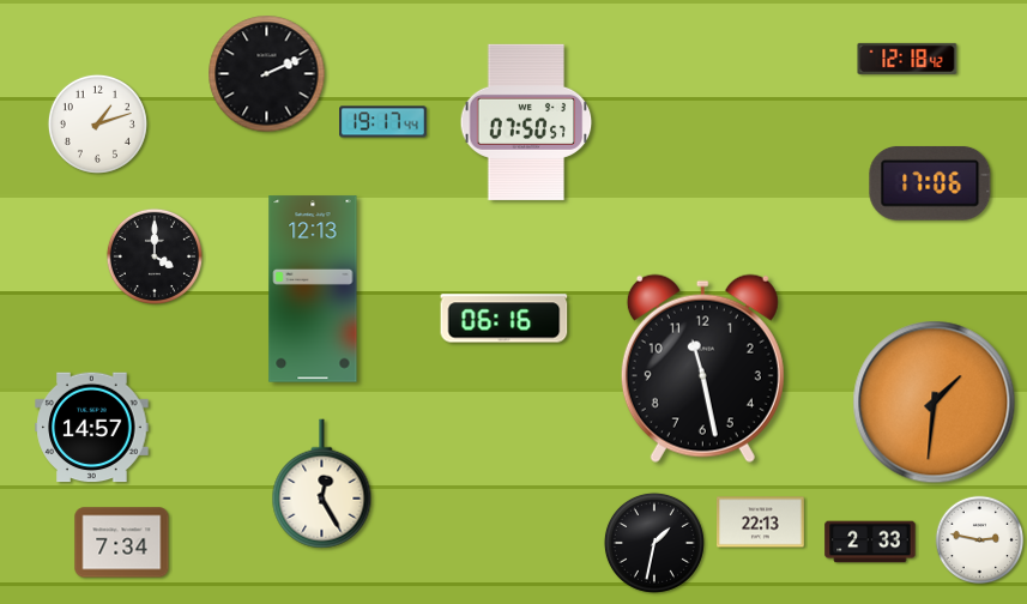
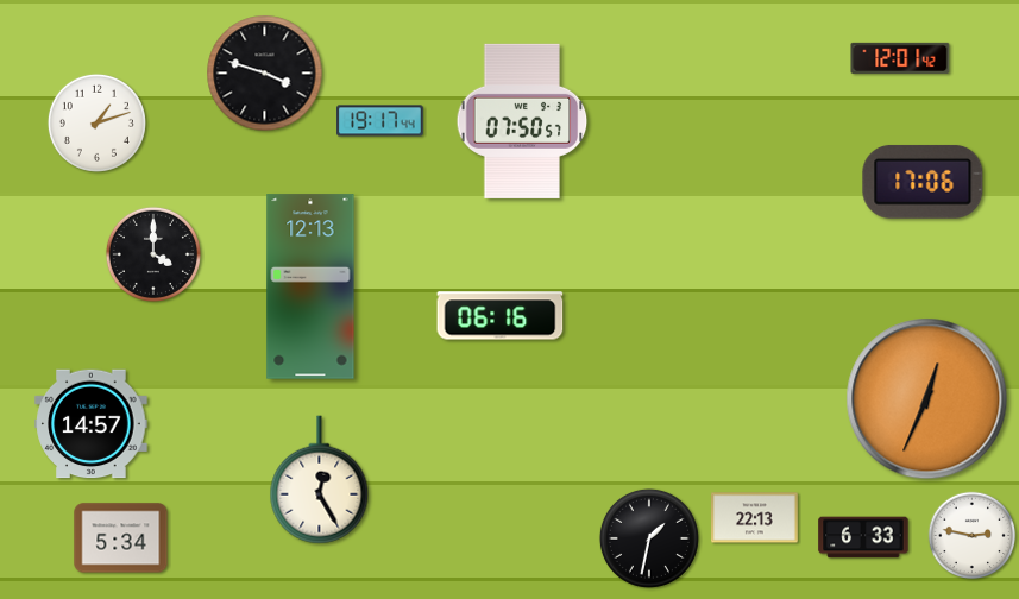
clock at (907, 59): 12:18 -> 12:01
clock at (267, 74): 2:11 -> 3:48
clock at (702, 368): 11:28 -> none
clock at (935, 403): 1:31 -> 12:34
clock at (870, 542): 2:33 -> 6:33
clock at (122, 543): 7:34 -> 5:34
